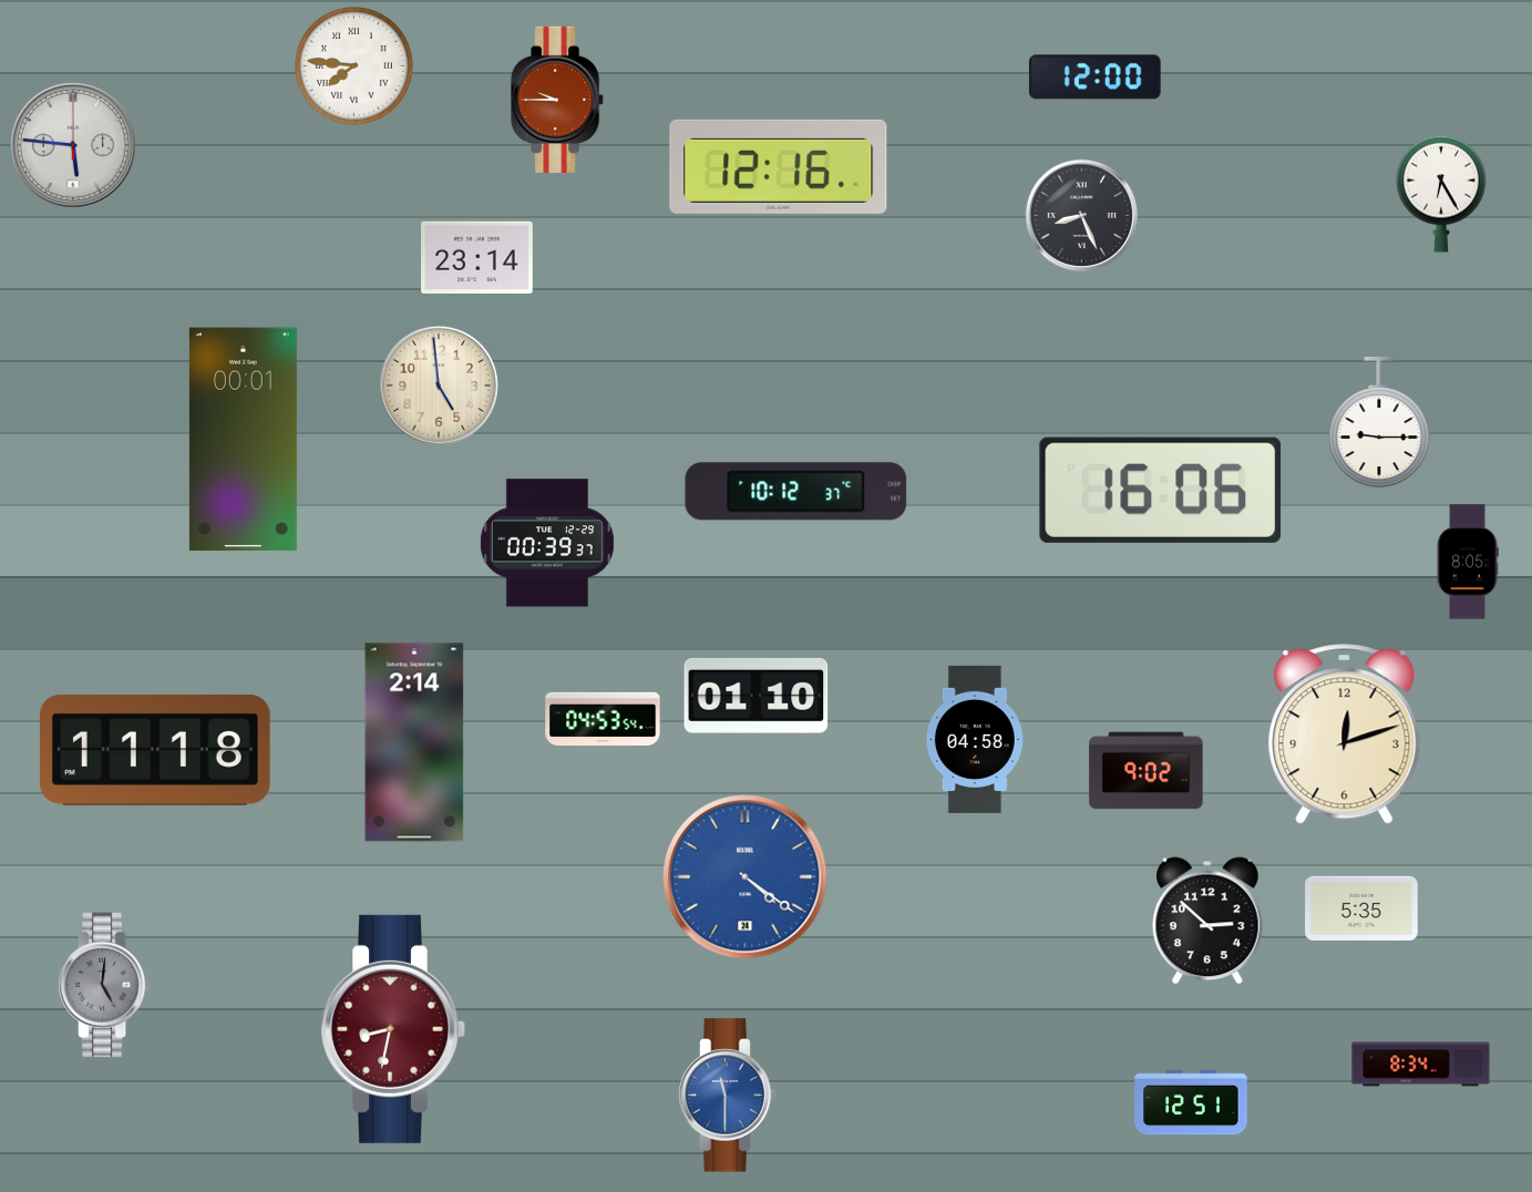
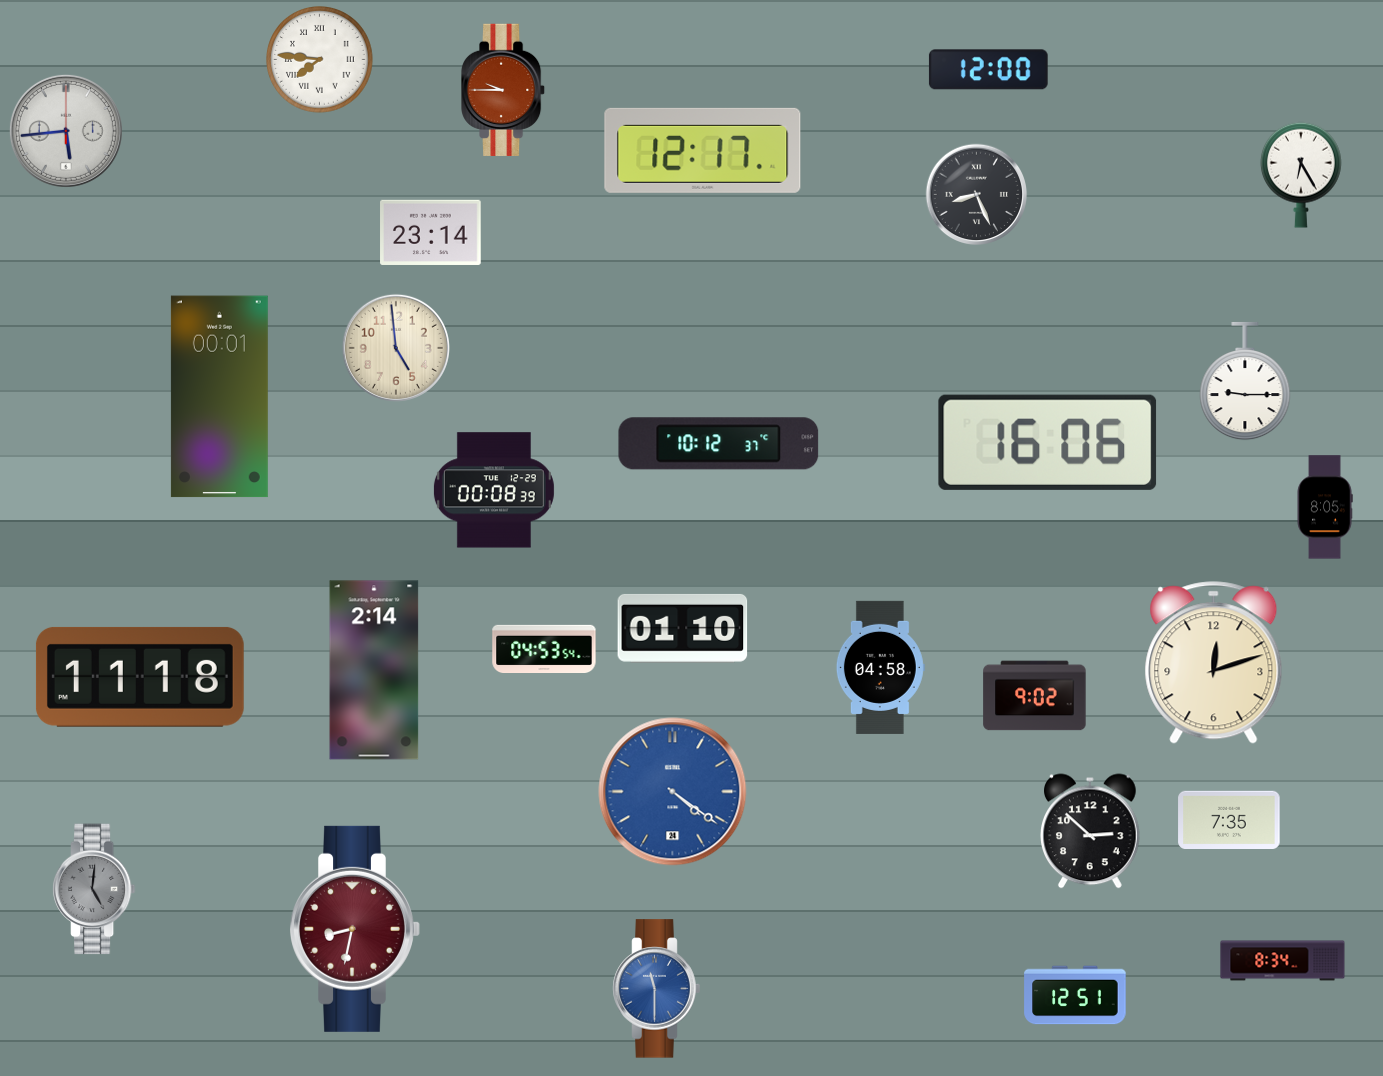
clock at (73, 145): 5:46 -> 5:44
clock at (779, 166): 12:16 -> 12:17
clock at (547, 543): 00:39 -> 00:08
clock at (1361, 907): 5:35 -> 7:35
